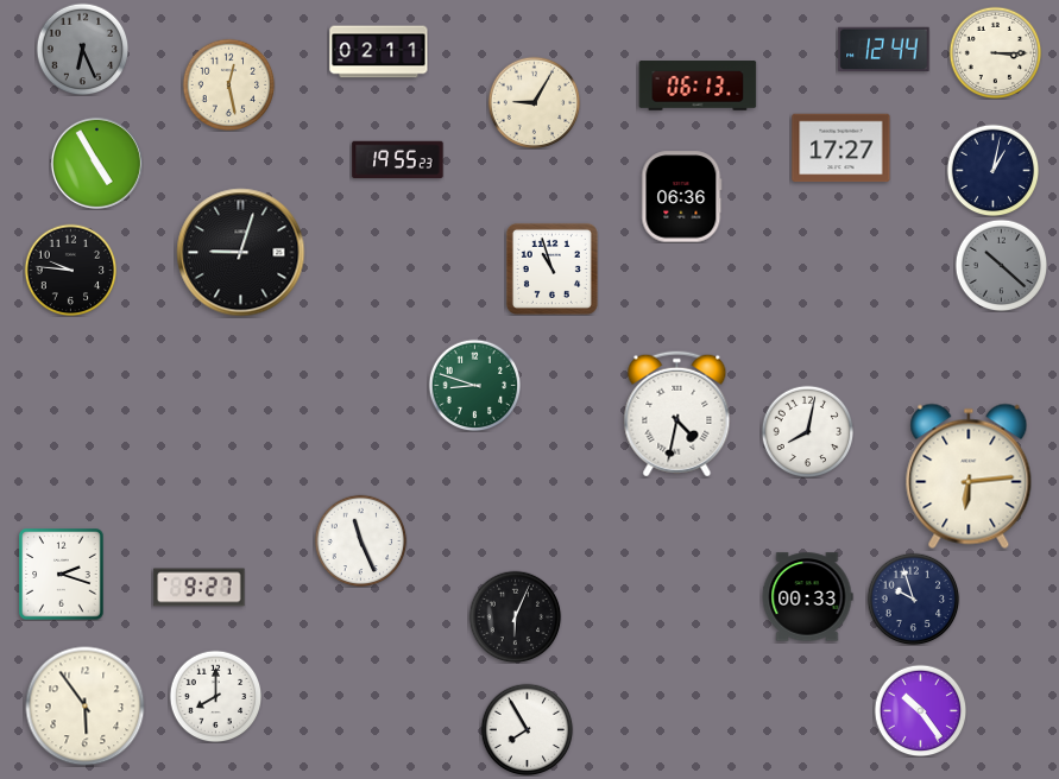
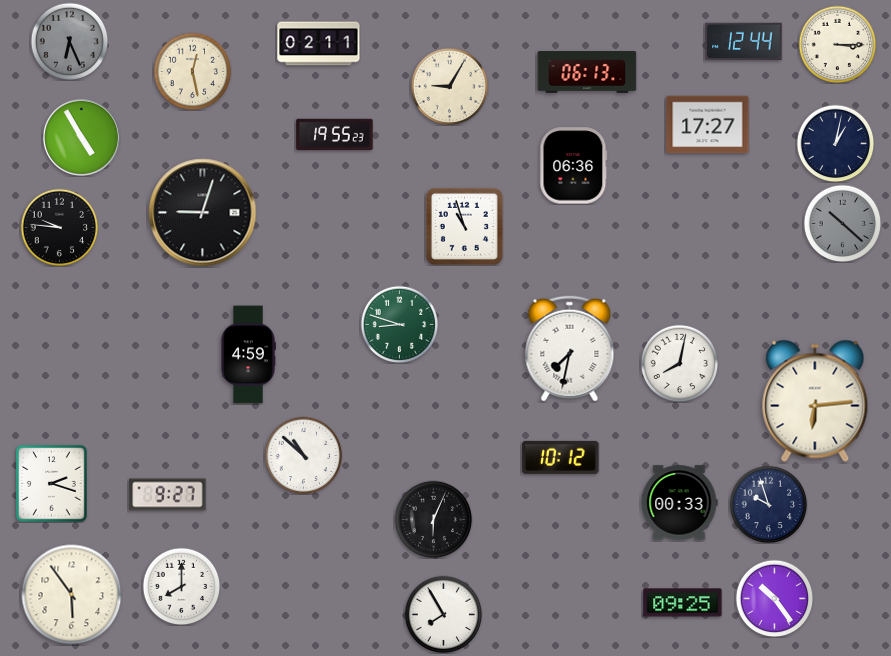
clock at (677, 414): 4:32 -> 7:32
clock at (248, 355): none -> 4:59
clock at (360, 540): 11:26 -> 10:52
clock at (561, 457): none -> 10:12
clock at (683, 603): none -> 09:25
